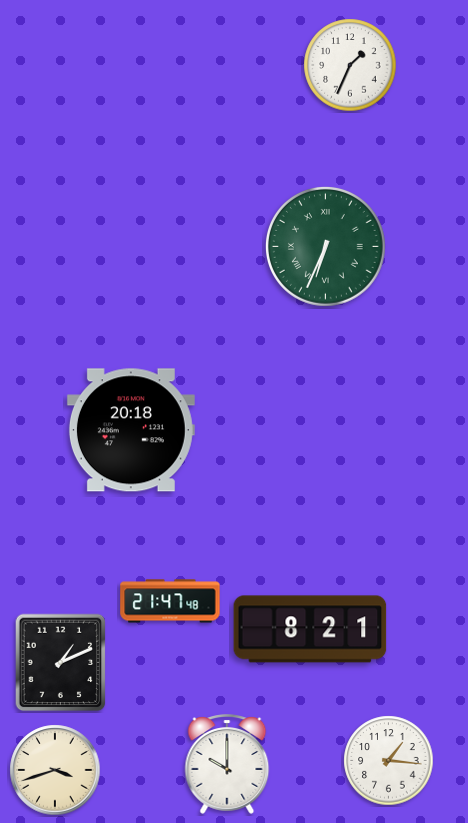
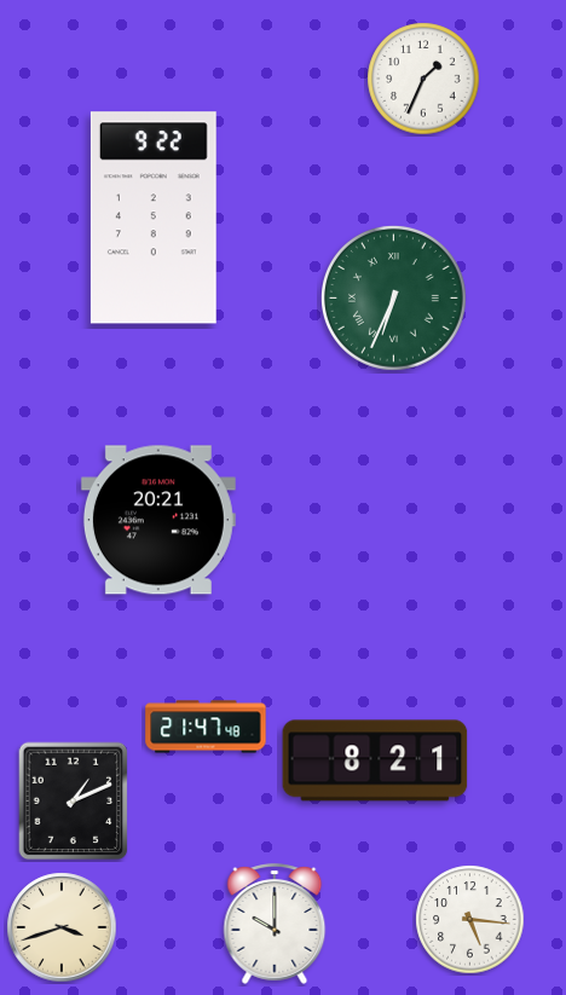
clock at (154, 218): none -> 9:22
clock at (131, 430): 20:18 -> 20:21
clock at (389, 761): 1:16 -> 5:16
clock at (55, 770) position: (55, 770) -> (62, 927)
